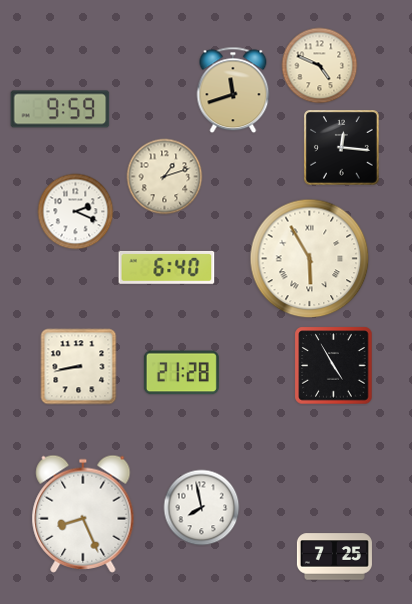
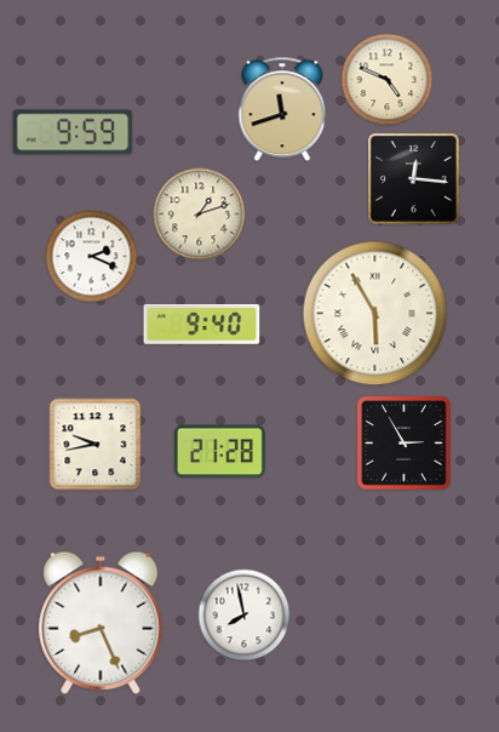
clock at (167, 268): 6:40 -> 9:40
clock at (334, 366): 4:55 -> 2:55
clock at (79, 367): 8:43 -> 9:43
clock at (334, 557): 7:25 -> none
